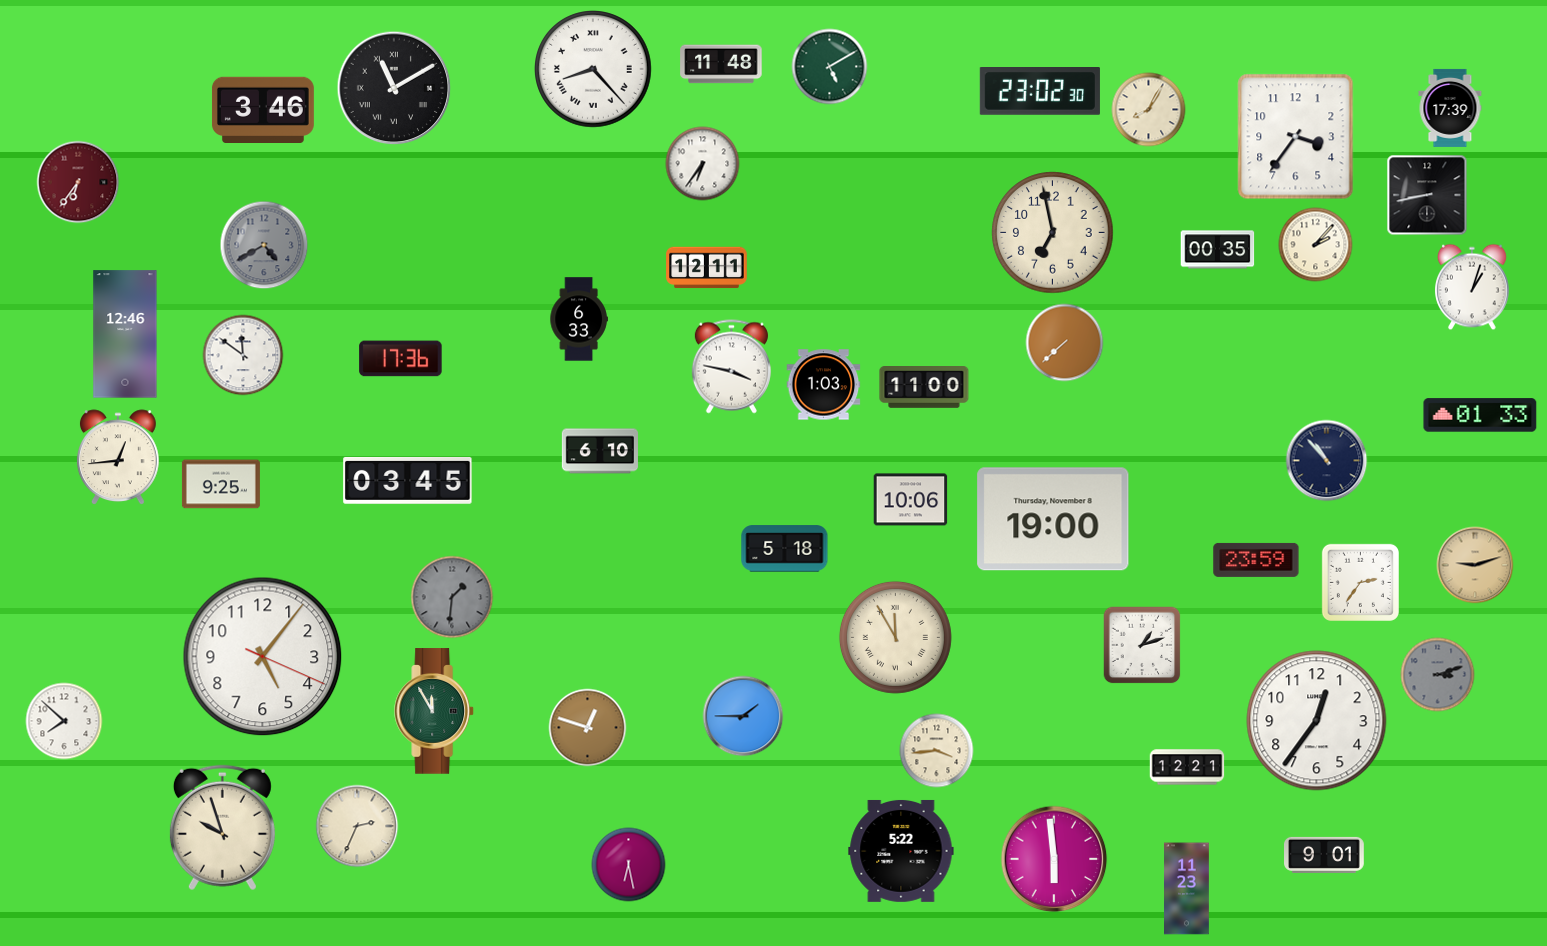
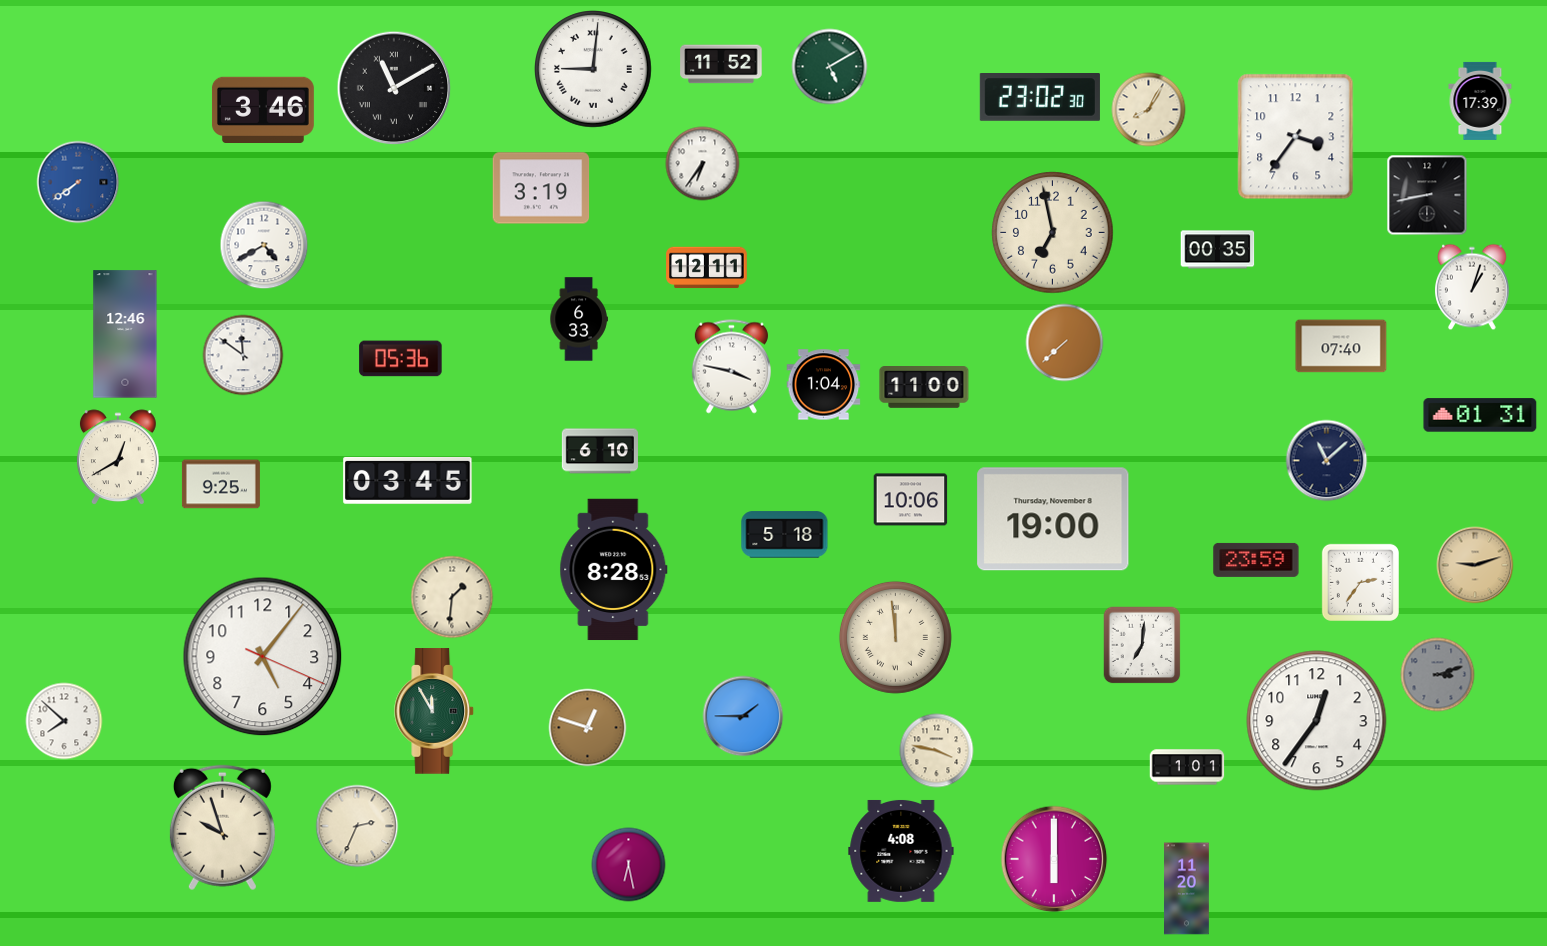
clock at (721, 64): 11:48 -> 11:52
clock at (594, 70): 8:23 -> 9:01
clock at (1040, 92) position: (1040, 92) -> (1040, 98)
clock at (1450, 108) position: (1450, 108) -> (1480, 101)
clock at (78, 182): 6:36 -> 7:39
clock at (78, 182) dial: burgundy -> blue
clock at (541, 188): none -> 3:19
clock at (264, 245) dial: grey -> white
clock at (1316, 245): 2:07 -> none
clock at (1341, 346): none -> 07:40
clock at (401, 359): 17:36 -> 05:36
clock at (824, 385): 1:03 -> 1:04
clock at (1480, 415): 01:33 -> 01:31
clock at (118, 457): 12:44 -> 12:40
clock at (1327, 461): 10:53 -> 11:08
clock at (785, 549) position: (785, 549) -> (785, 535)
clock at (614, 570): none -> 8:28
clock at (452, 597) dial: grey -> cream
clock at (895, 637): 11:55 -> 11:59
clock at (1142, 645): 1:12 -> 7:01
clock at (937, 751): 3:44 -> 3:47
clock at (1187, 767): 12:21 -> 1:01
clock at (901, 851): 5:22 -> 4:08
clock at (1324, 855): 9:01 -> none
clock at (1054, 859): 5:59 -> 6:00
clock at (1187, 889): 11:23 -> 11:20
